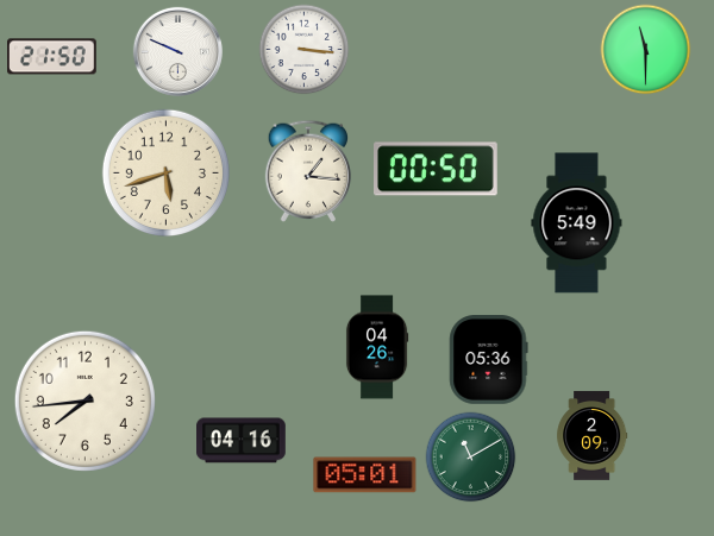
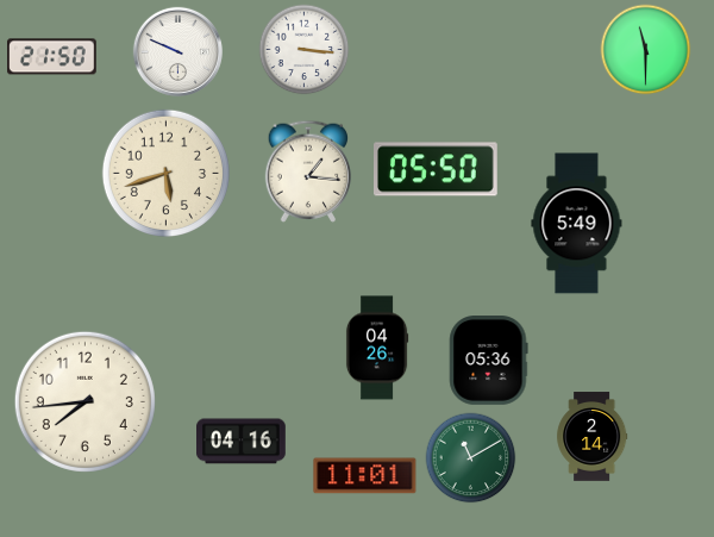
clock at (437, 169): 00:50 -> 05:50
clock at (593, 436): 2:09 -> 2:14
clock at (365, 475): 05:01 -> 11:01
